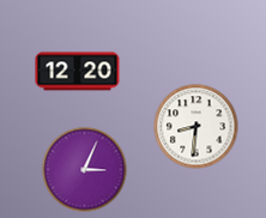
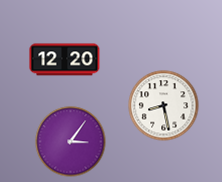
clock at (197, 127): 8:31 -> 8:28
clock at (85, 170): 3:04 -> 3:06
